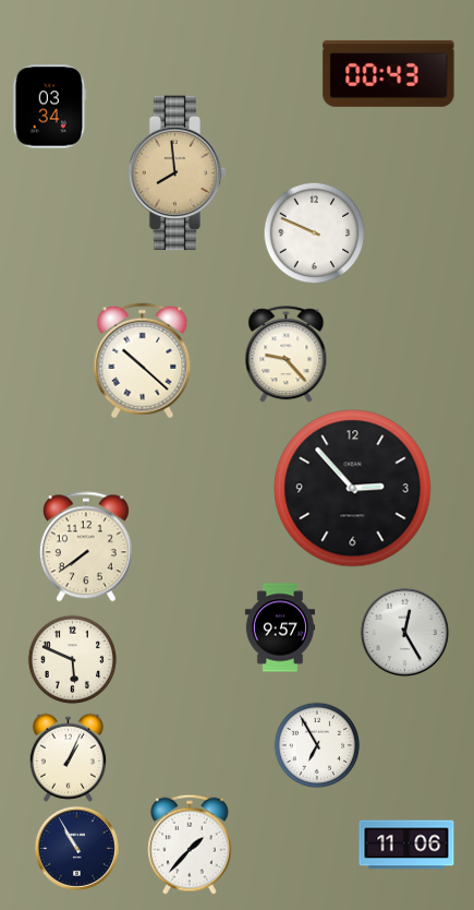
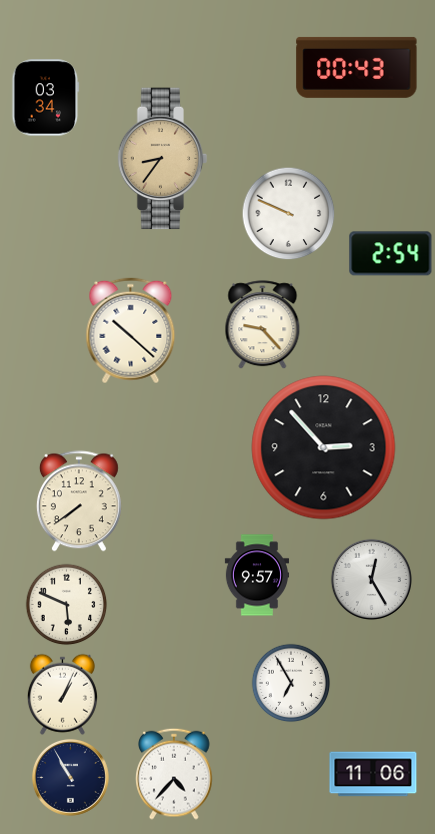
clock at (178, 173): 7:59 -> 8:36
clock at (391, 254): none -> 2:54
clock at (190, 845): 1:37 -> 4:37
